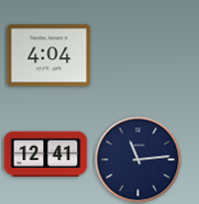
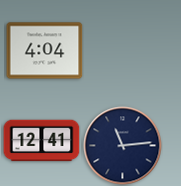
clock at (139, 160) position: (139, 160) -> (123, 146)
